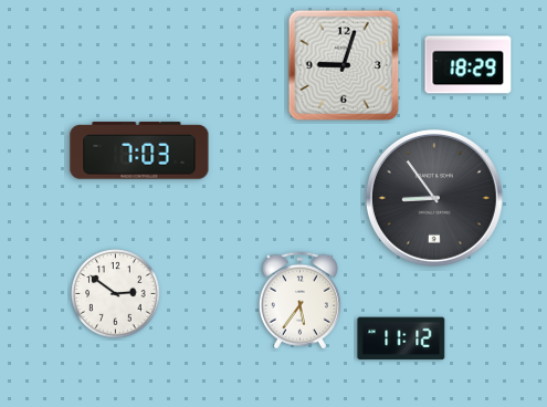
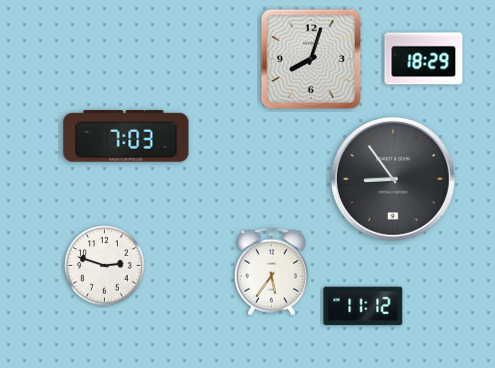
clock at (344, 65): 9:03 -> 8:03
clock at (116, 294): 2:51 -> 2:48
